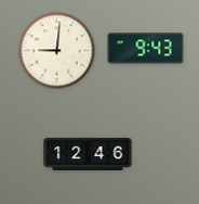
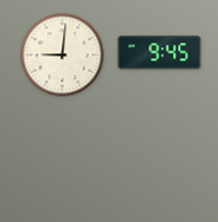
clock at (146, 49): 9:43 -> 9:45
clock at (88, 154): 12:46 -> none
